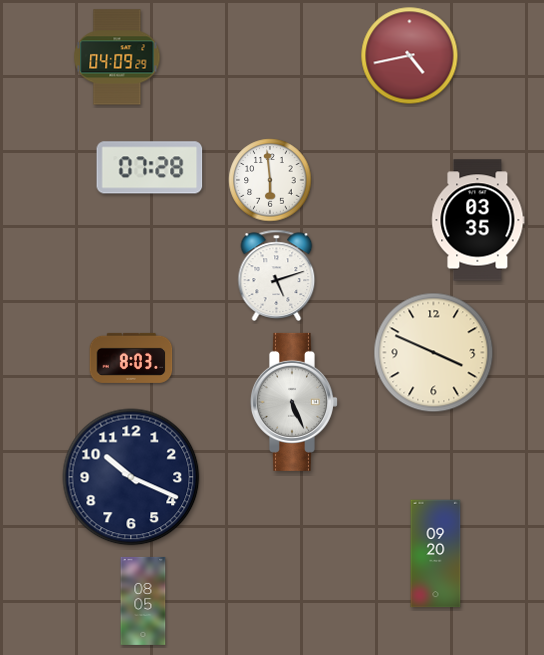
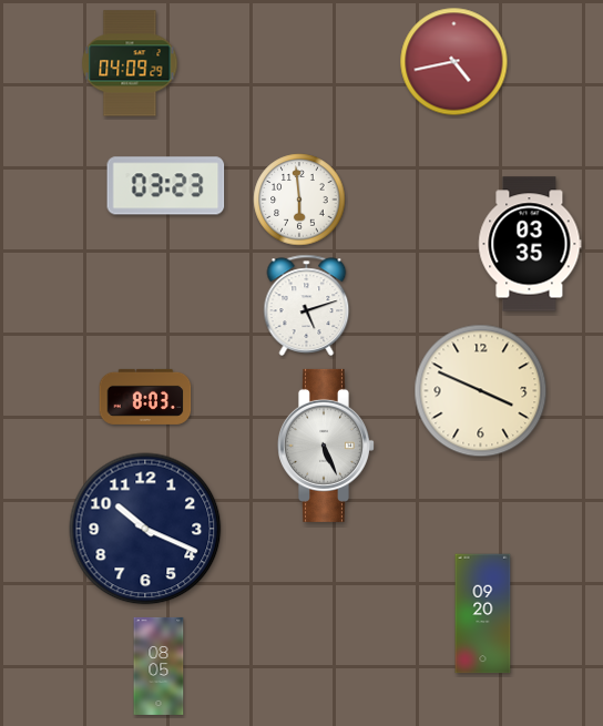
clock at (150, 168): 07:28 -> 03:23
